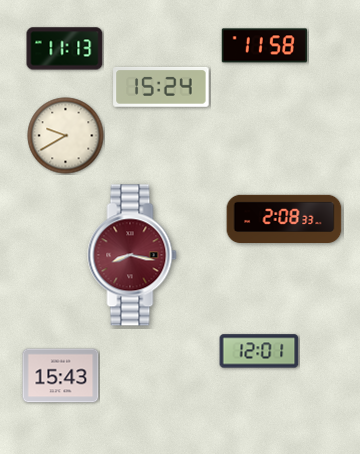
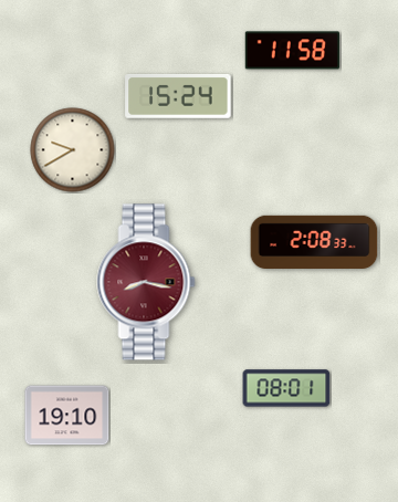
clock at (65, 49): 11:13 -> none
clock at (259, 351): 12:01 -> 08:01
clock at (61, 376): 15:43 -> 19:10
